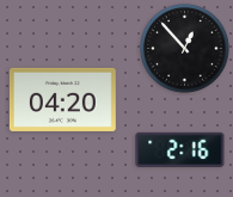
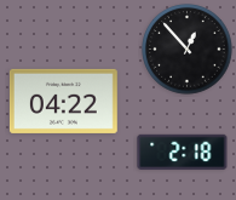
clock at (62, 99): 04:20 -> 04:22
clock at (180, 149): 2:16 -> 2:18
